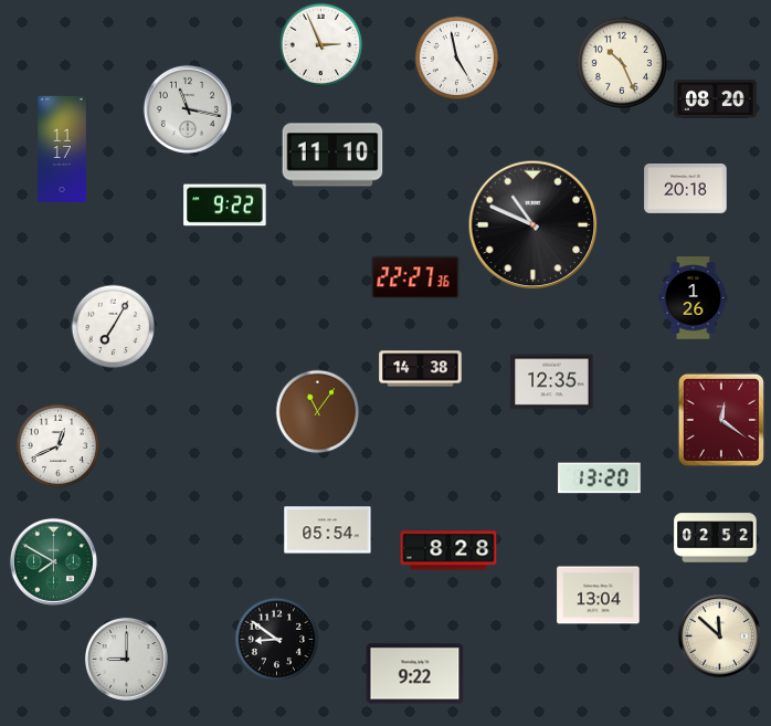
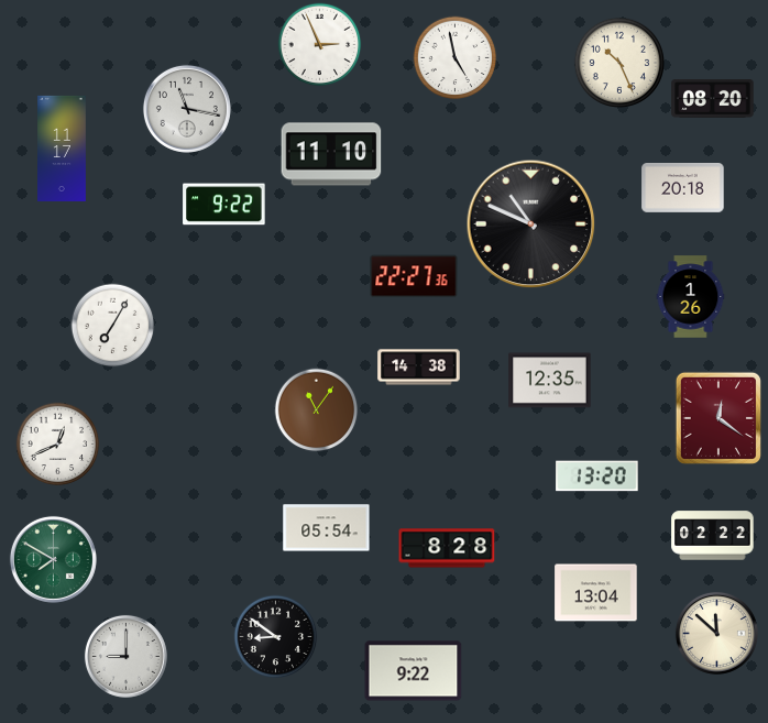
clock at (716, 538): 02:52 -> 02:22
